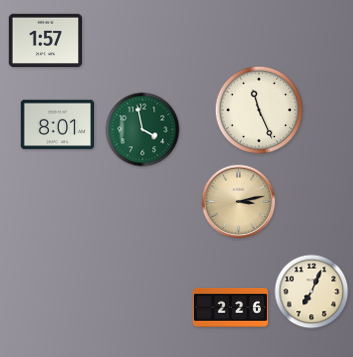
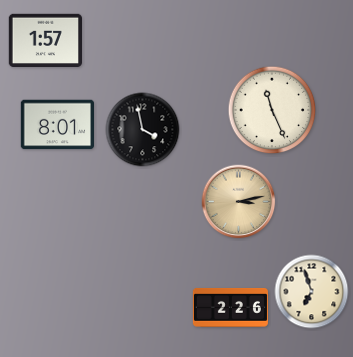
clock at (259, 110) position: (259, 110) -> (272, 110)
clock at (143, 130) dial: green -> black
clock at (312, 292): 7:04 -> 6:57
